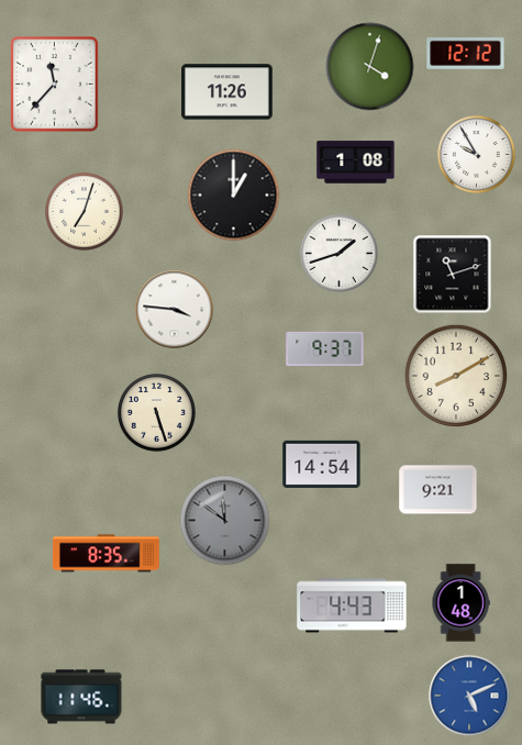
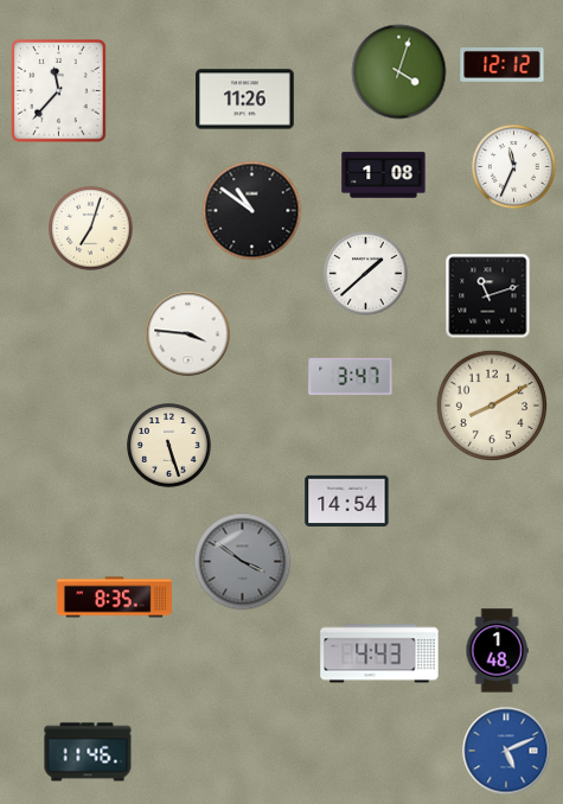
clock at (466, 54) position: (466, 54) -> (503, 65)
clock at (477, 155): 9:55 -> 11:34
clock at (234, 196): 1:00 -> 10:51
clock at (340, 254): 1:42 -> 1:38
clock at (325, 348): 9:37 -> 3:47
clock at (438, 490): 9:21 -> none
clock at (225, 521): 11:51 -> 3:51
